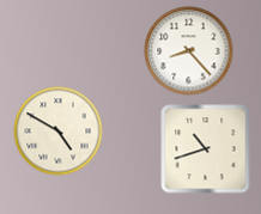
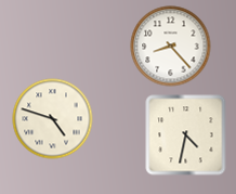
clock at (59, 132): 4:50 -> 4:48
clock at (206, 149): 10:42 -> 4:32
